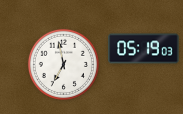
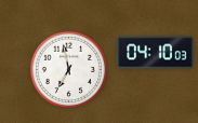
clock at (144, 49): 05:19 -> 04:10
